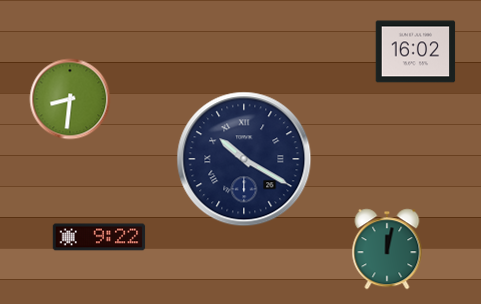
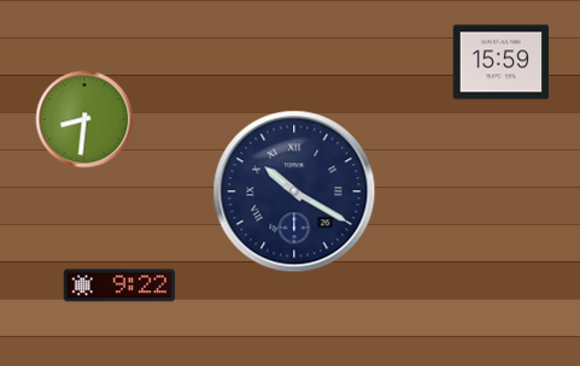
clock at (416, 52): 16:02 -> 15:59
clock at (387, 249): 12:02 -> none
